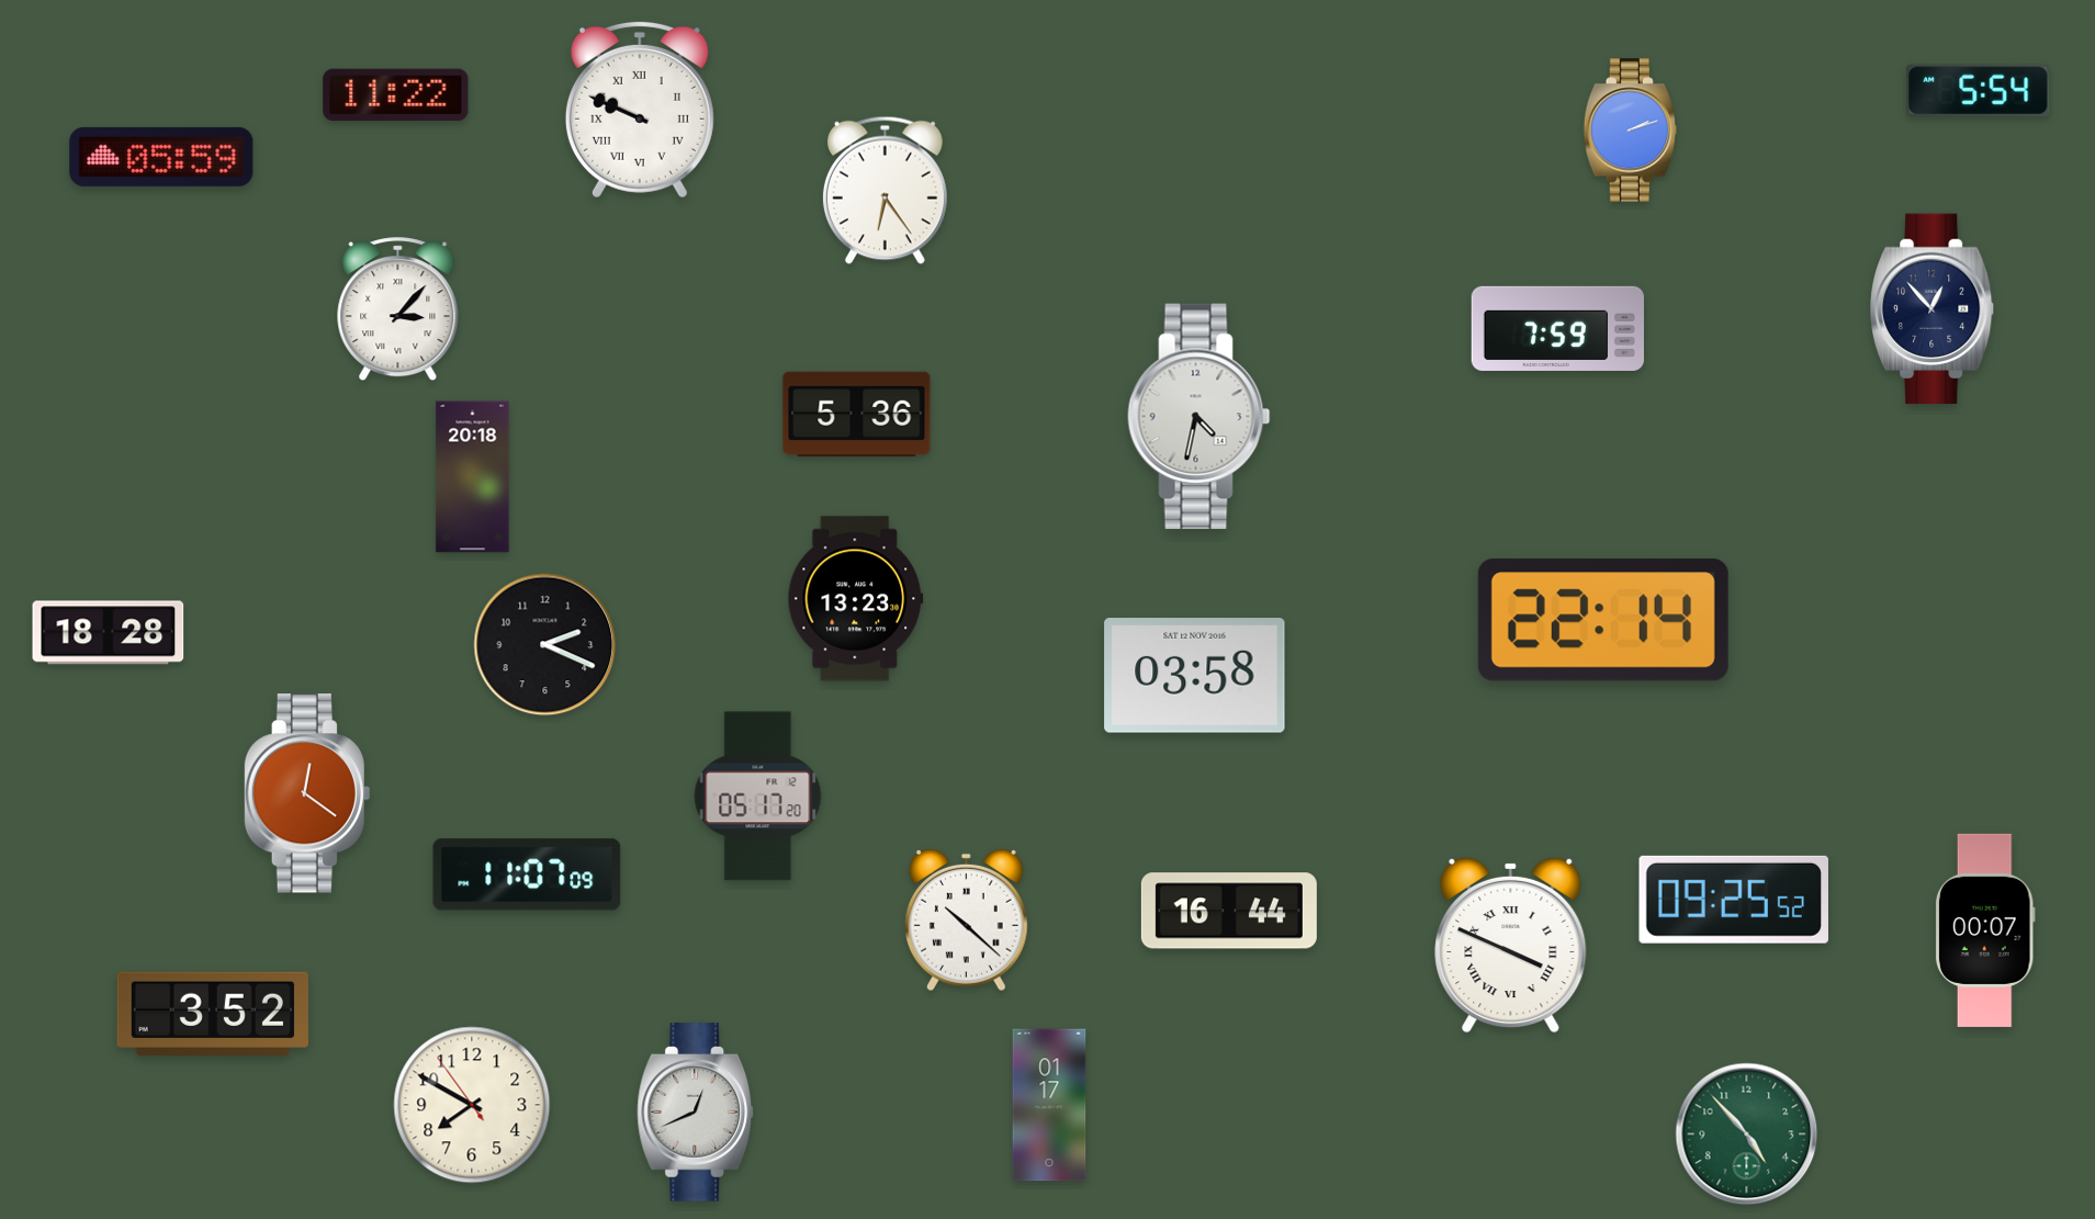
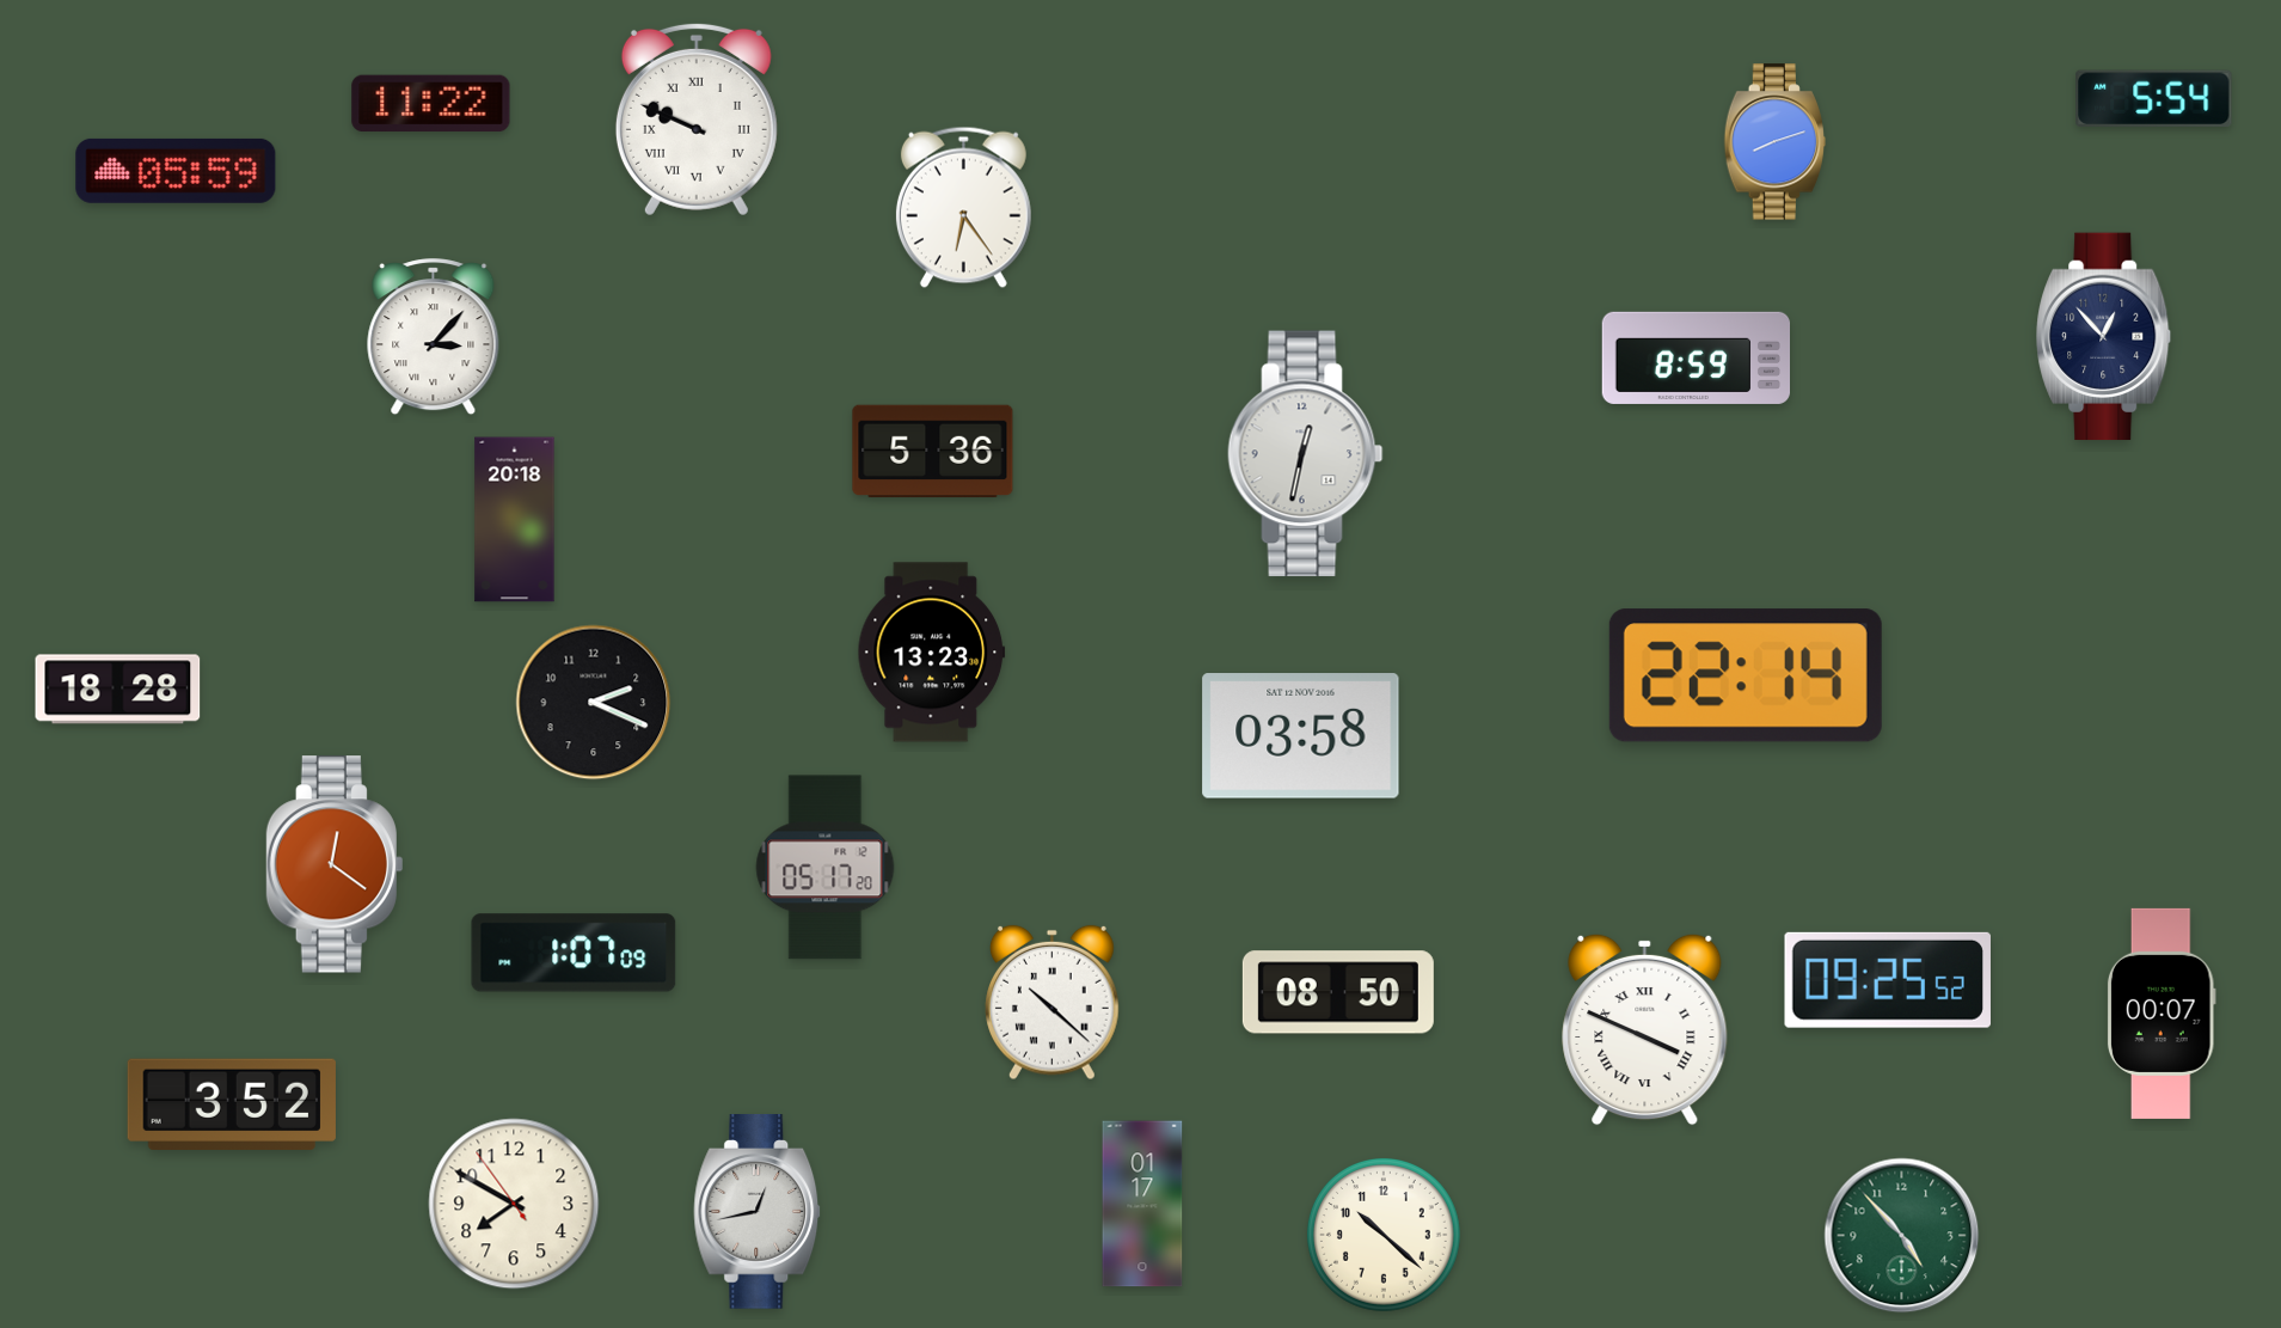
clock at (1631, 131): 2:12 -> 8:12
clock at (1558, 328): 7:59 -> 8:59
clock at (1199, 417): 4:32 -> 12:32
clock at (527, 874): 11:07 -> 1:07
clock at (1229, 911): 16:44 -> 08:50
clock at (696, 1113): 12:41 -> 12:43
clock at (1384, 1235): none -> 10:22
